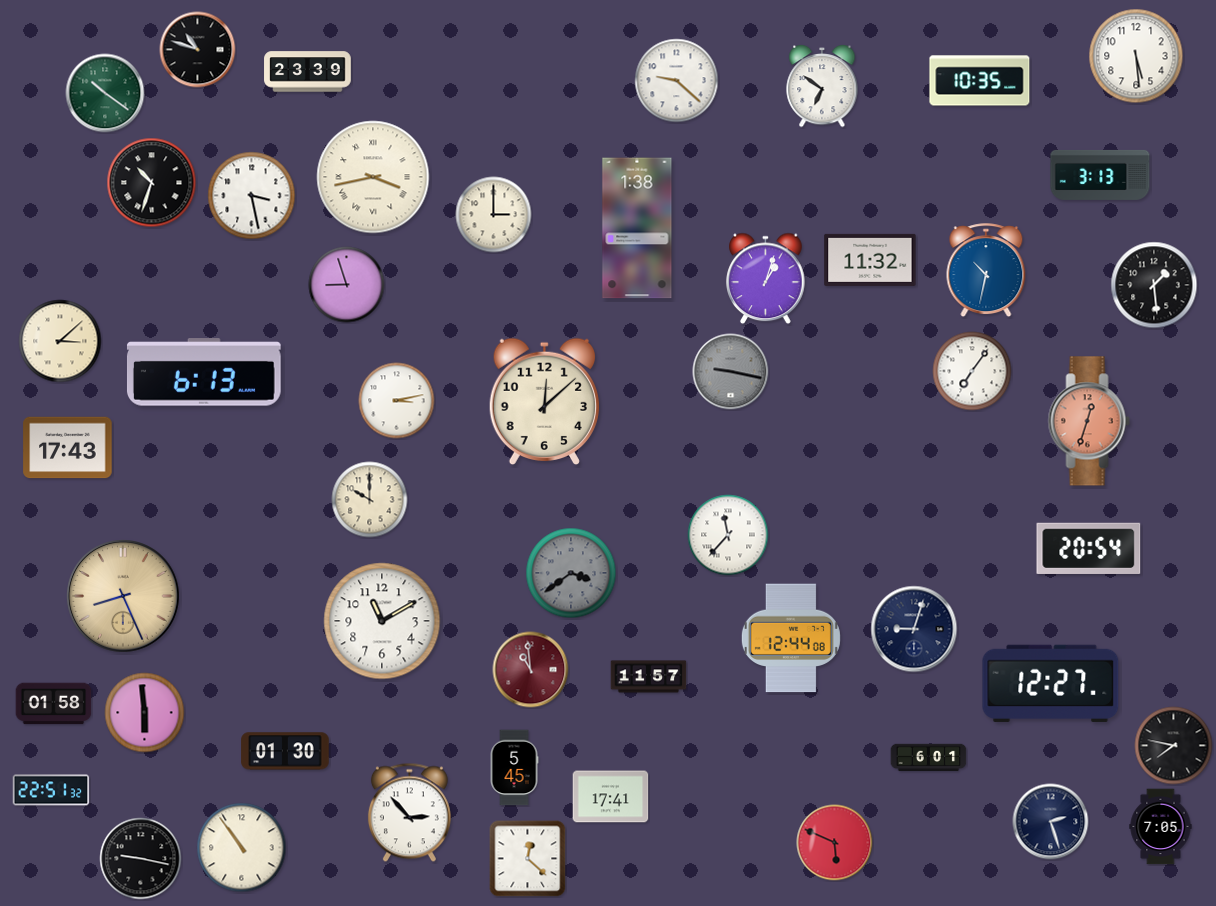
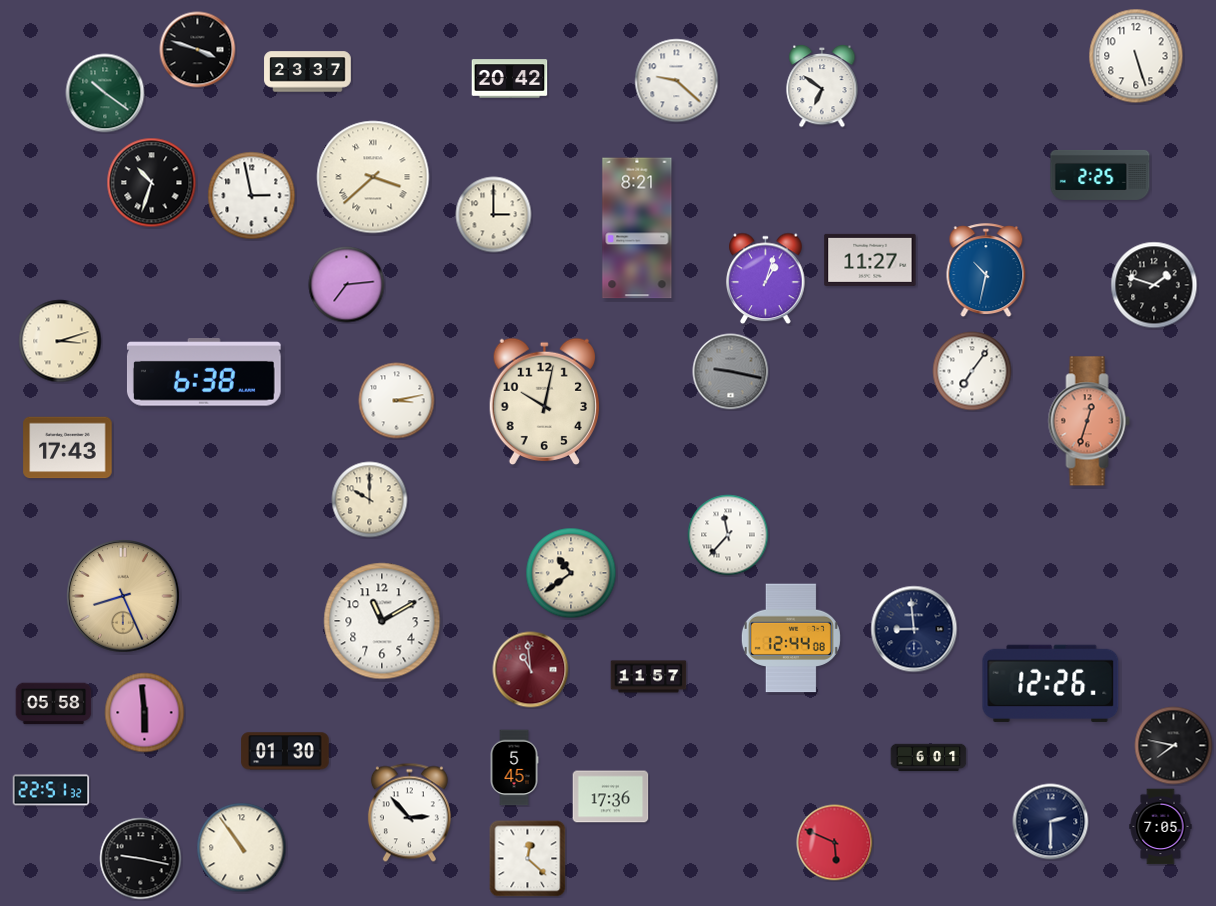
clock at (198, 50): 10:48 -> 3:48
clock at (1136, 56): 5:29 -> 5:27
clock at (308, 72): 23:39 -> 23:37
clock at (510, 79): none -> 20:42
clock at (980, 81): 10:35 -> none
clock at (1100, 175): 3:13 -> 2:25
clock at (373, 177): 3:43 -> 3:38
clock at (252, 196): 3:28 -> 2:58
clock at (637, 228): 1:38 -> 8:21
clock at (870, 260): 11:32 -> 11:27
clock at (347, 285): 8:57 -> 7:14
clock at (1154, 285): 1:29 -> 1:48
clock at (60, 341): 3:08 -> 3:12
clock at (204, 372): 6:13 -> 6:38
clock at (544, 402): 12:08 -> 10:02
clock at (1089, 548): 20:54 -> none
clock at (571, 573): 3:39 -> 10:39
clock at (571, 573) dial: grey -> cream
clock at (914, 629): 9:03 -> 8:59
clock at (1051, 683): 12:27 -> 12:26
clock at (54, 704): 01:58 -> 05:58
clock at (611, 797): 17:41 -> 17:36
clock at (1051, 822): 2:27 -> 2:30
